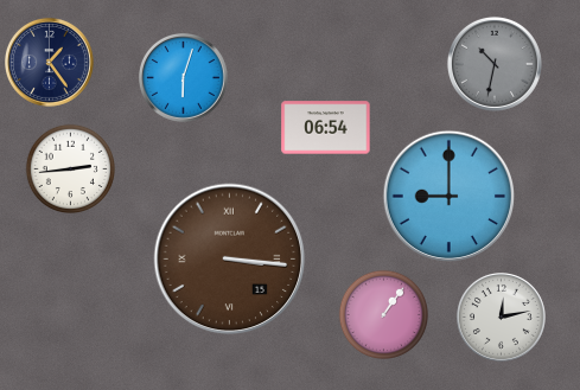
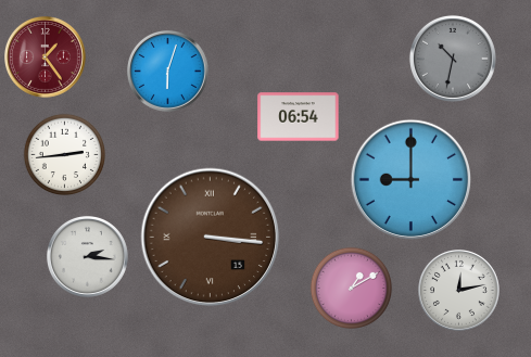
clock at (50, 63) dial: navy -> burgundy
clock at (88, 257): none -> 2:16
clock at (383, 314): 1:06 -> 1:10
